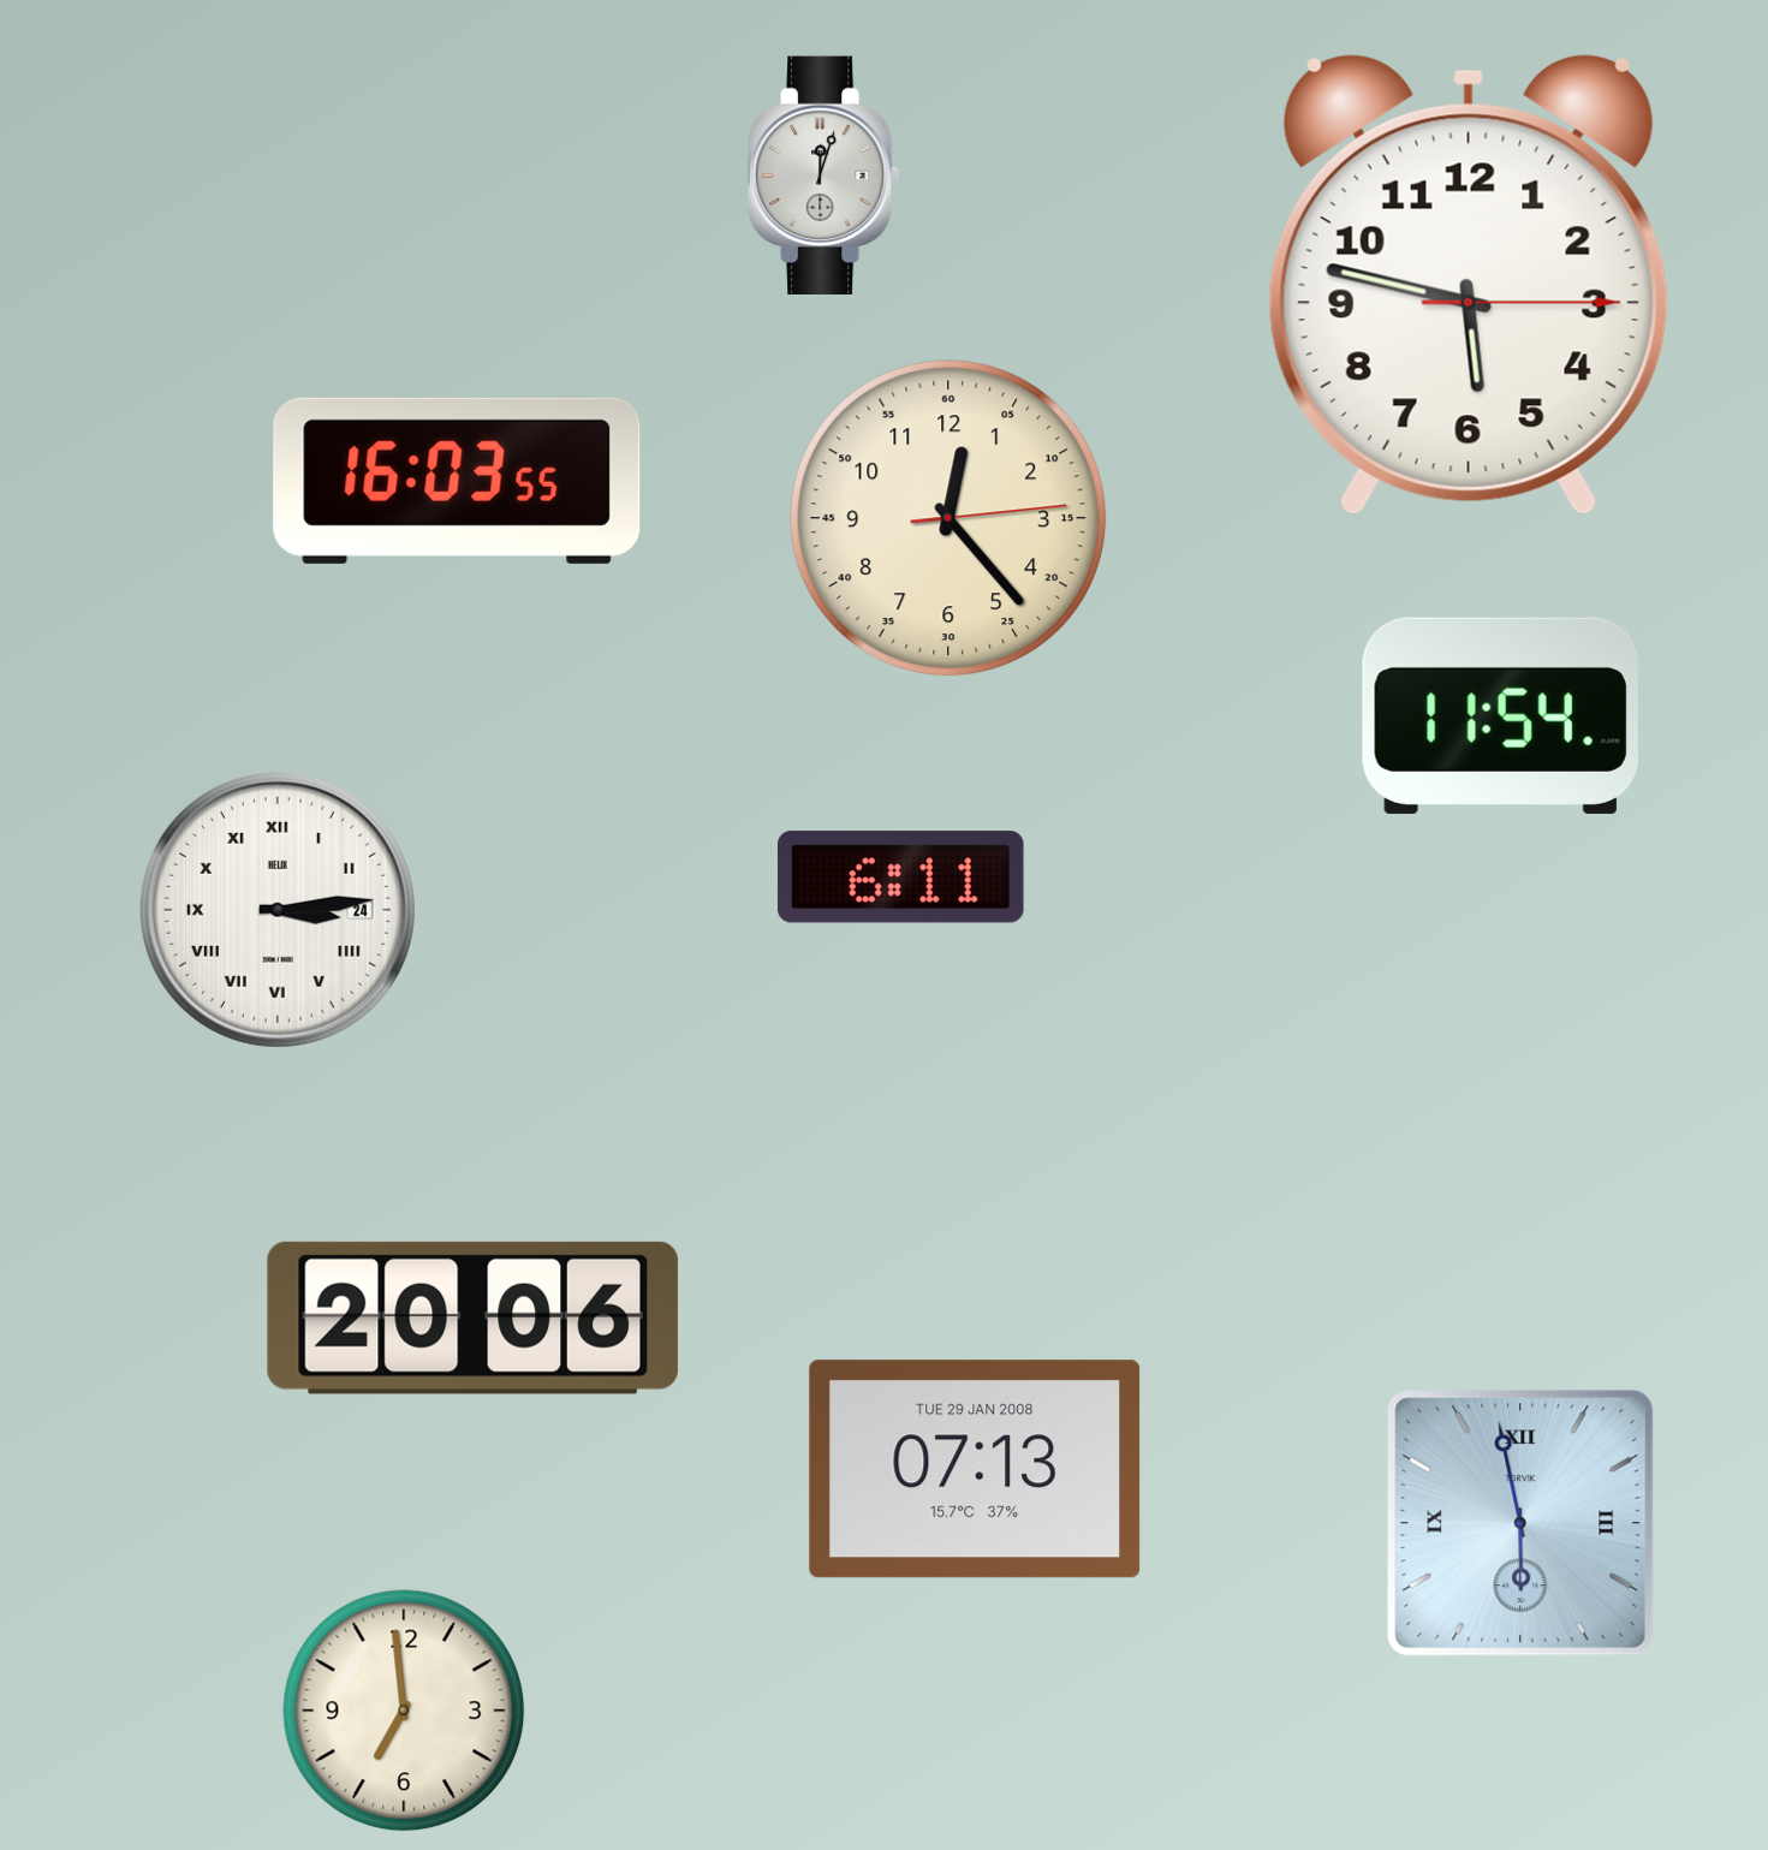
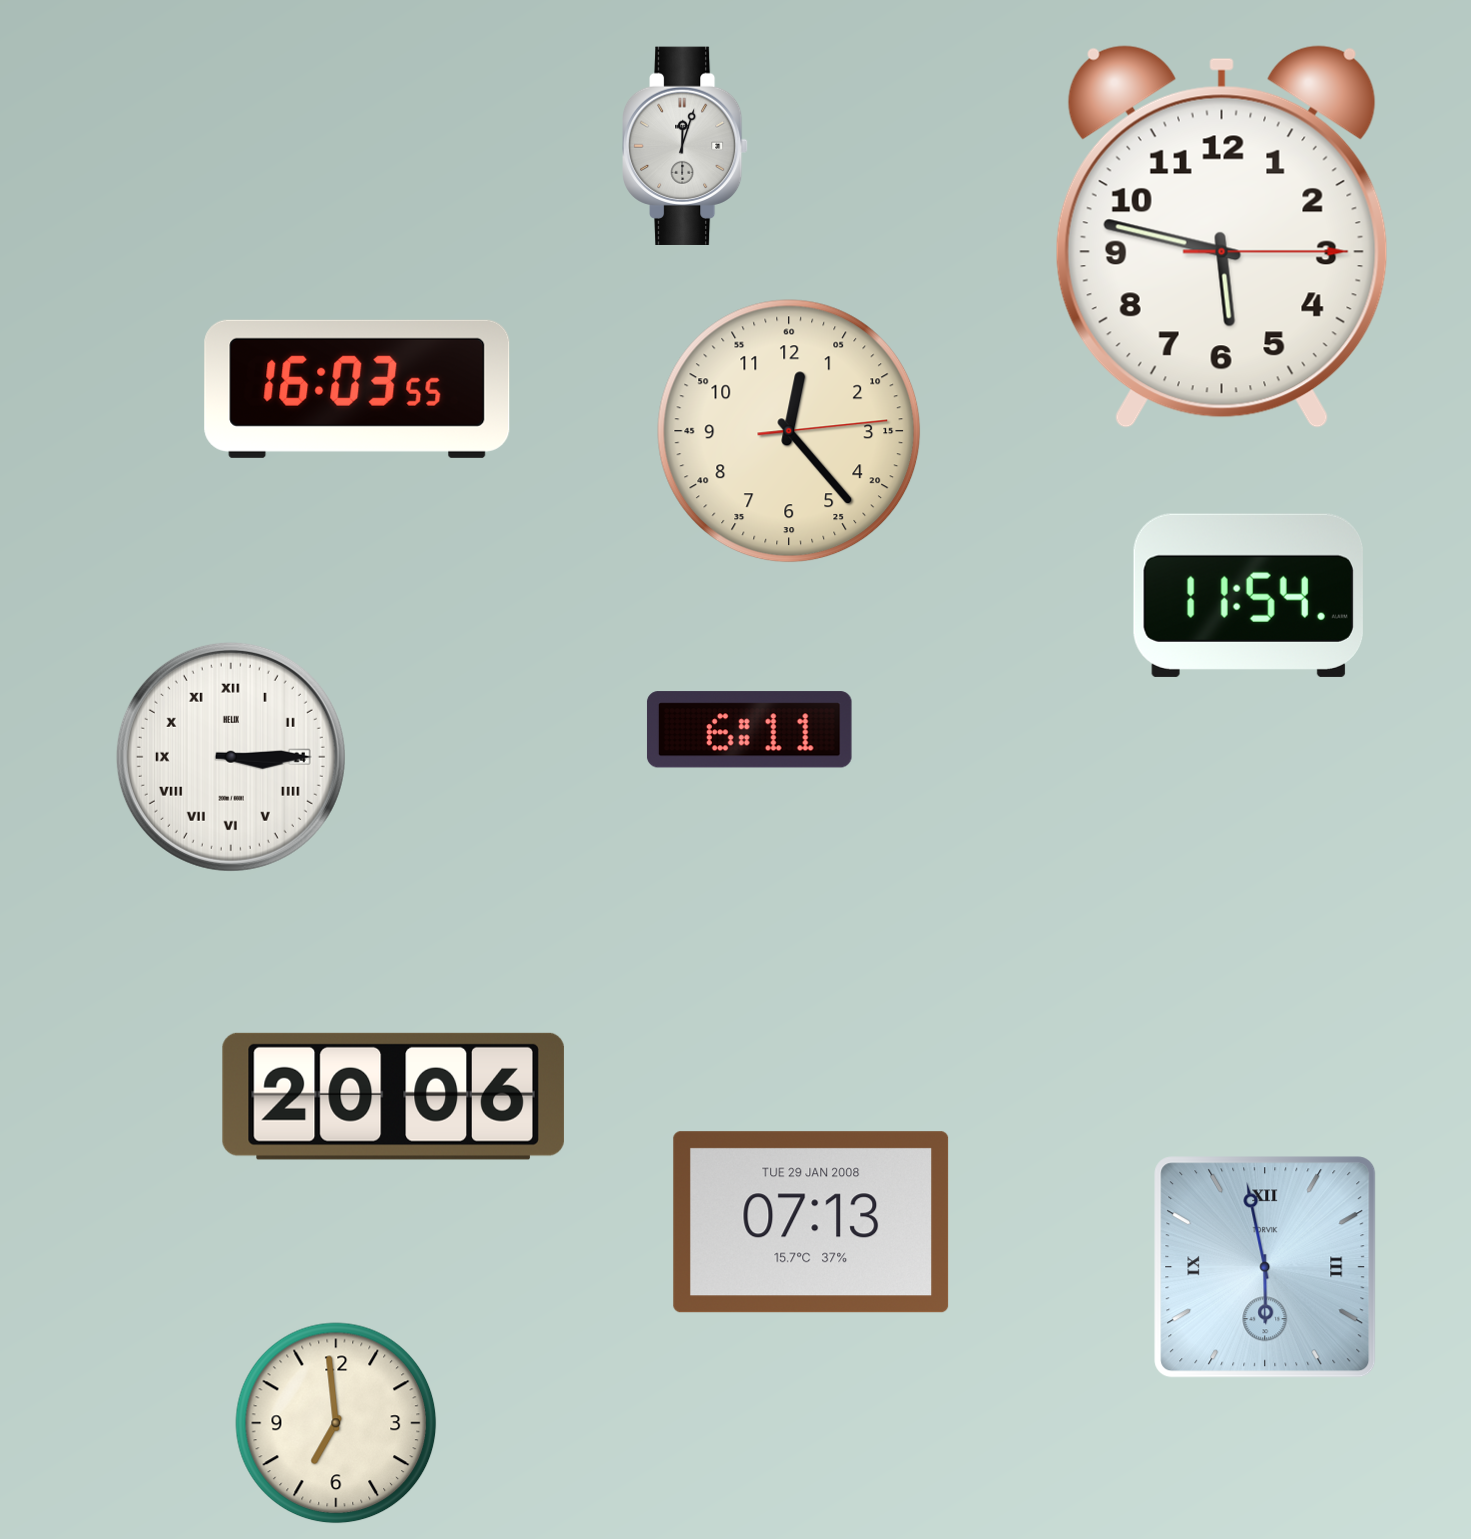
clock at (457, 481) position: (457, 481) -> (357, 389)
clock at (278, 910): 3:14 -> 3:15
